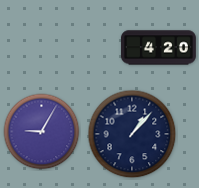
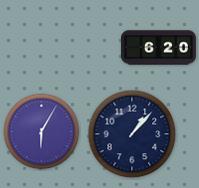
clock at (158, 48): 4:20 -> 6:20
clock at (42, 132): 9:05 -> 6:05
